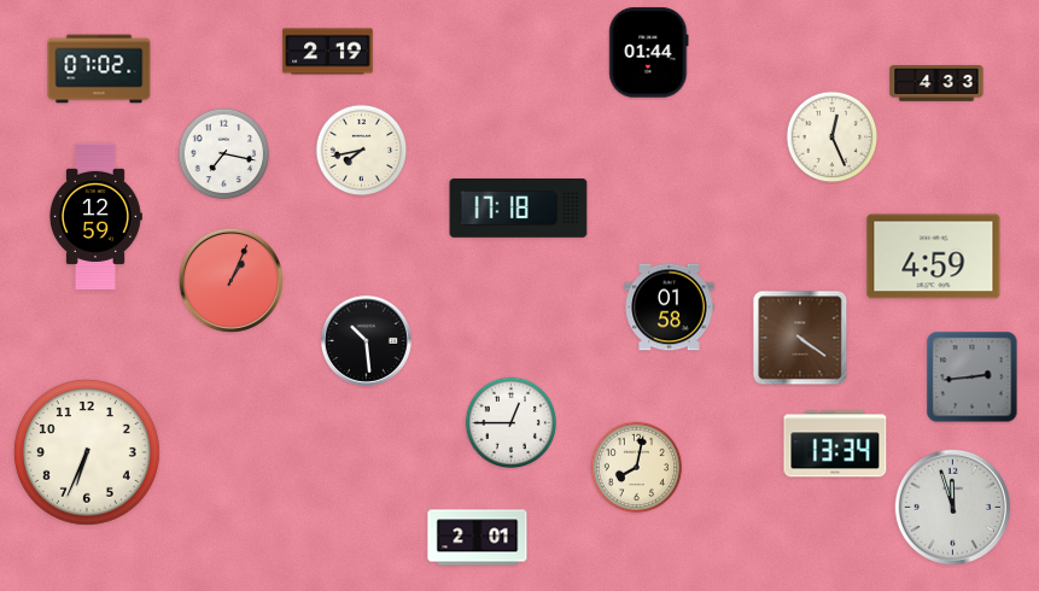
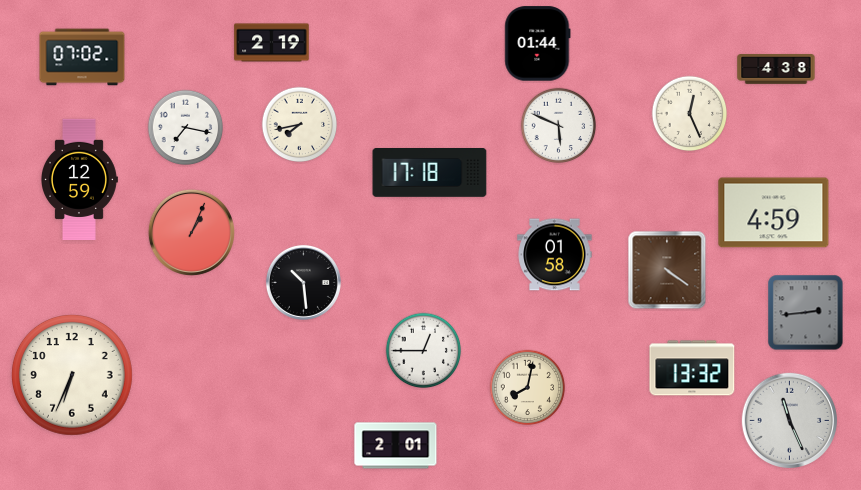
clock at (936, 84): 4:33 -> 4:38
clock at (559, 126): none -> 5:49
clock at (800, 338) position: (800, 338) -> (667, 270)
clock at (835, 444): 13:34 -> 13:32
clock at (952, 507): 11:57 -> 11:26
